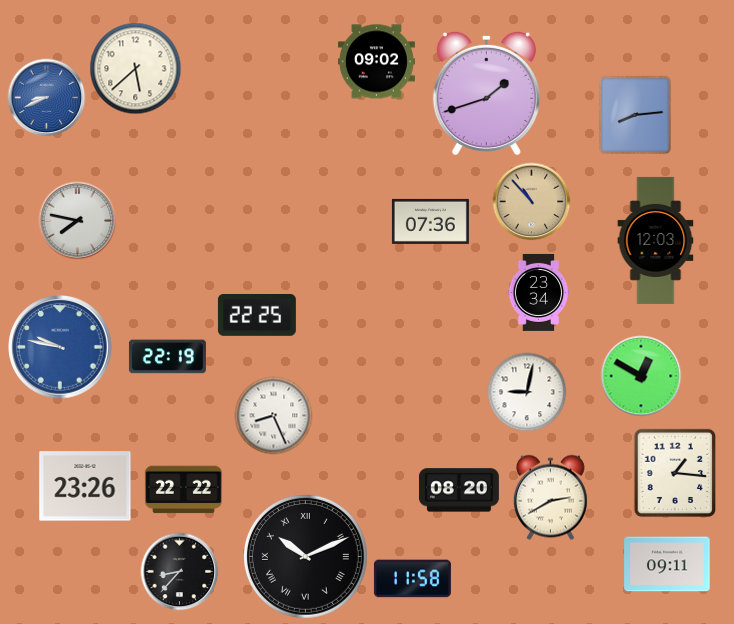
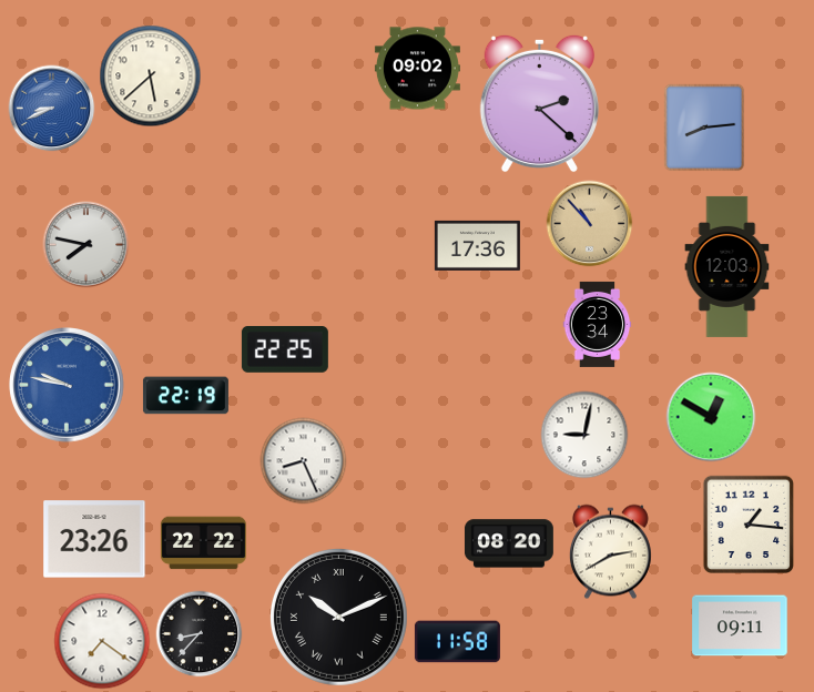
clock at (486, 93): 1:42 -> 2:22
clock at (430, 221): 07:36 -> 17:36
clock at (102, 641): none -> 7:21
